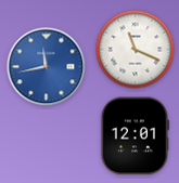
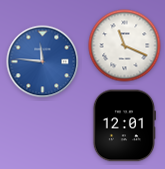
clock at (47, 67): 11:43 -> 11:46
